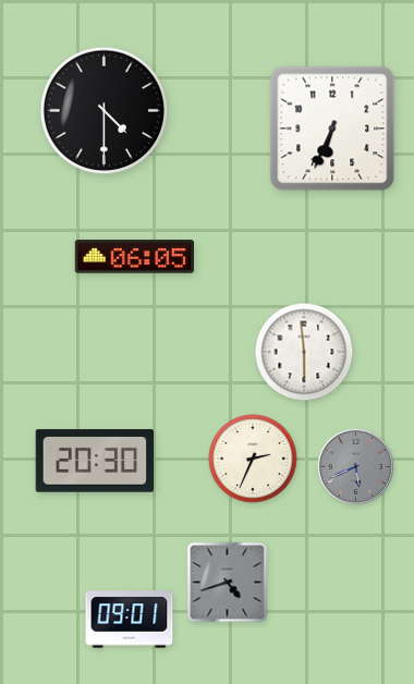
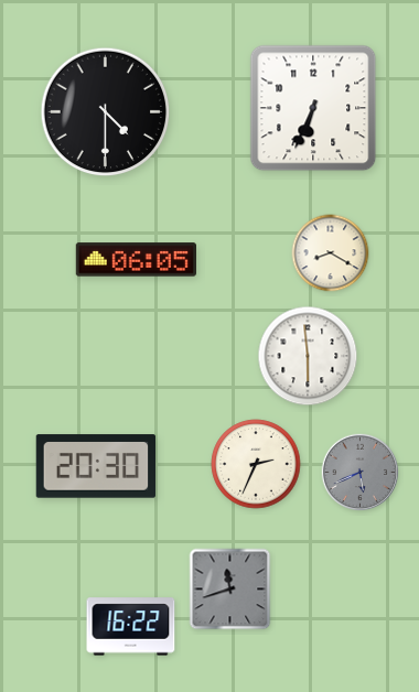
clock at (332, 129) position: (332, 129) -> (313, 108)
clock at (331, 253): none -> 8:20
clock at (228, 583): 4:42 -> 11:42
clock at (130, 620): 09:01 -> 16:22
